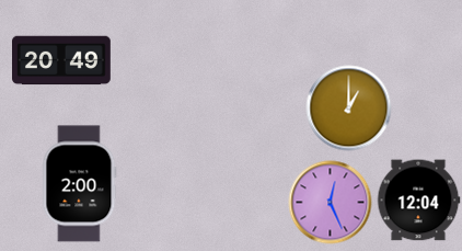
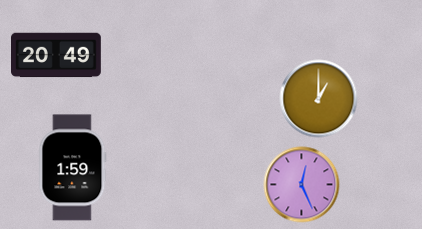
clock at (80, 184): 2:00 -> 1:59
clock at (418, 201): 12:04 -> none
